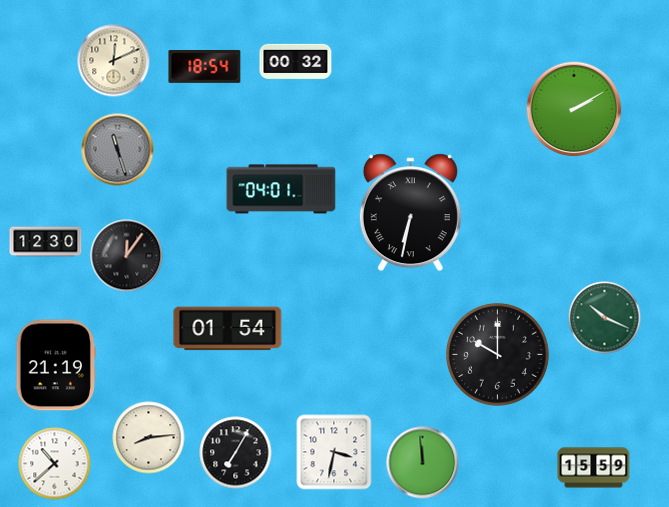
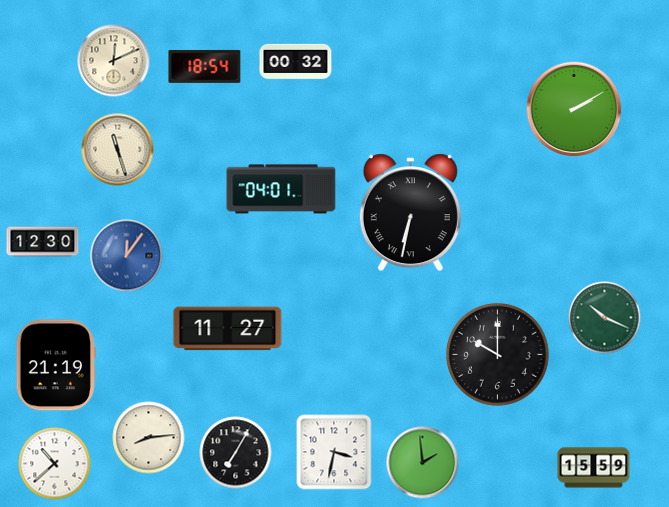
clock at (118, 150) dial: grey -> cream
clock at (46, 242) position: (46, 242) -> (43, 242)
clock at (127, 256) dial: black -> blue
clock at (228, 329): 01:54 -> 11:27
clock at (423, 463): 11:59 -> 1:59
